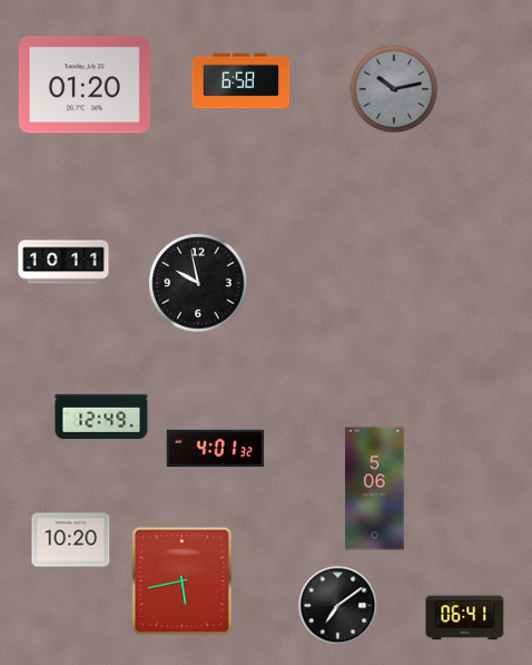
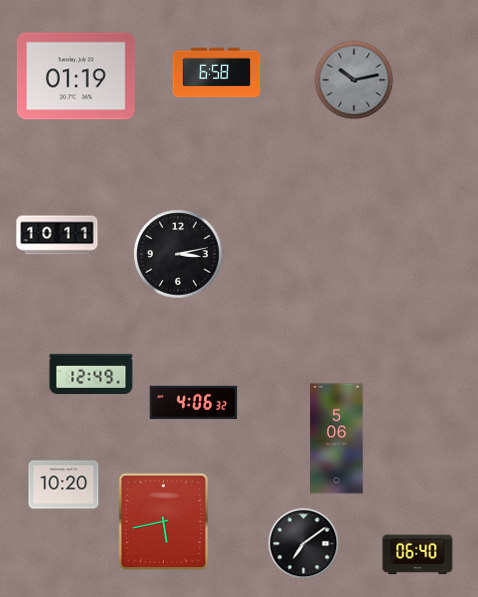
clock at (85, 85): 01:20 -> 01:19
clock at (198, 283): 9:58 -> 3:13
clock at (216, 449): 4:01 -> 4:06
clock at (465, 618): 06:41 -> 06:40
